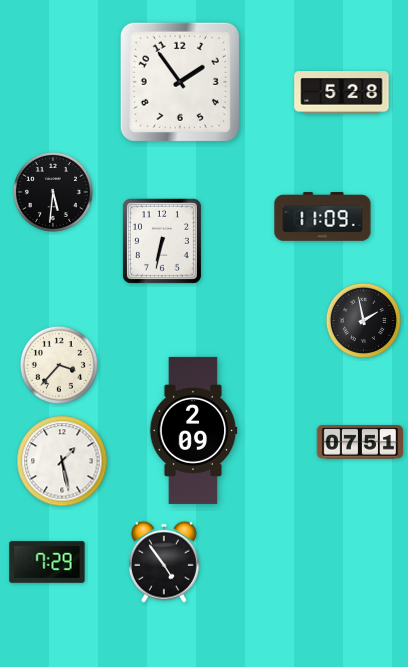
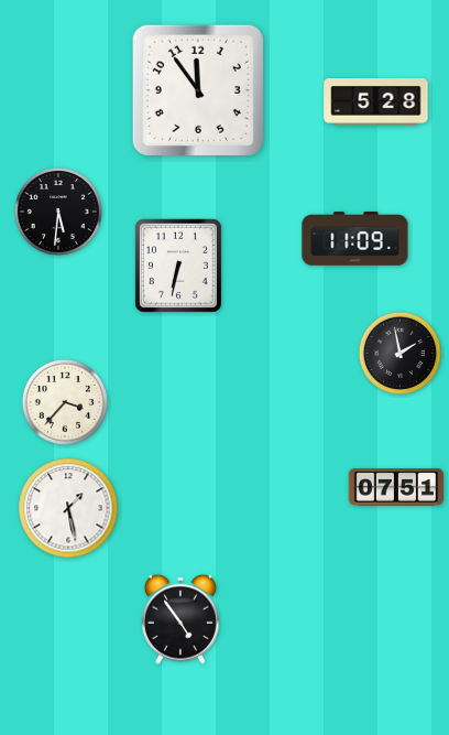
clock at (180, 82): 1:54 -> 11:54
clock at (193, 430): 2:09 -> none
clock at (47, 562): 7:29 -> none
